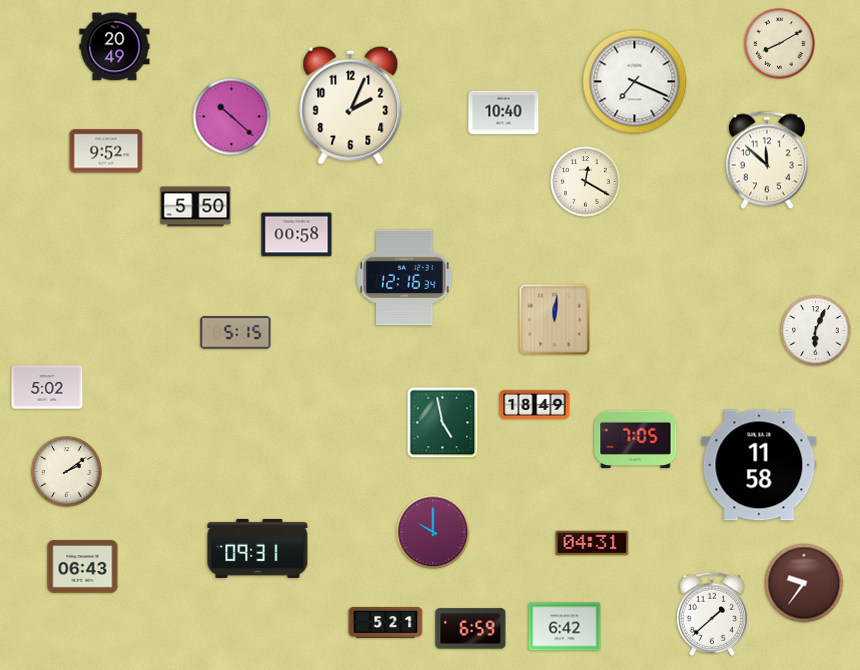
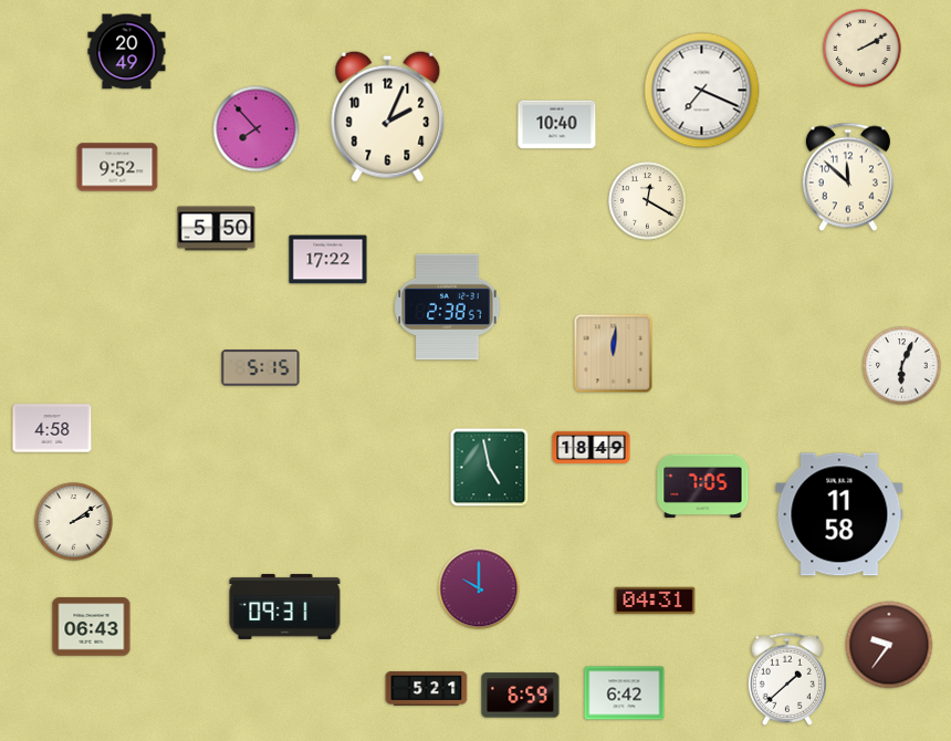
clock at (780, 44): 8:10 -> 2:10
clock at (232, 117): 10:22 -> 7:53
clock at (297, 235): 00:58 -> 17:22
clock at (405, 278): 12:16 -> 2:38
clock at (47, 387): 5:02 -> 4:58
